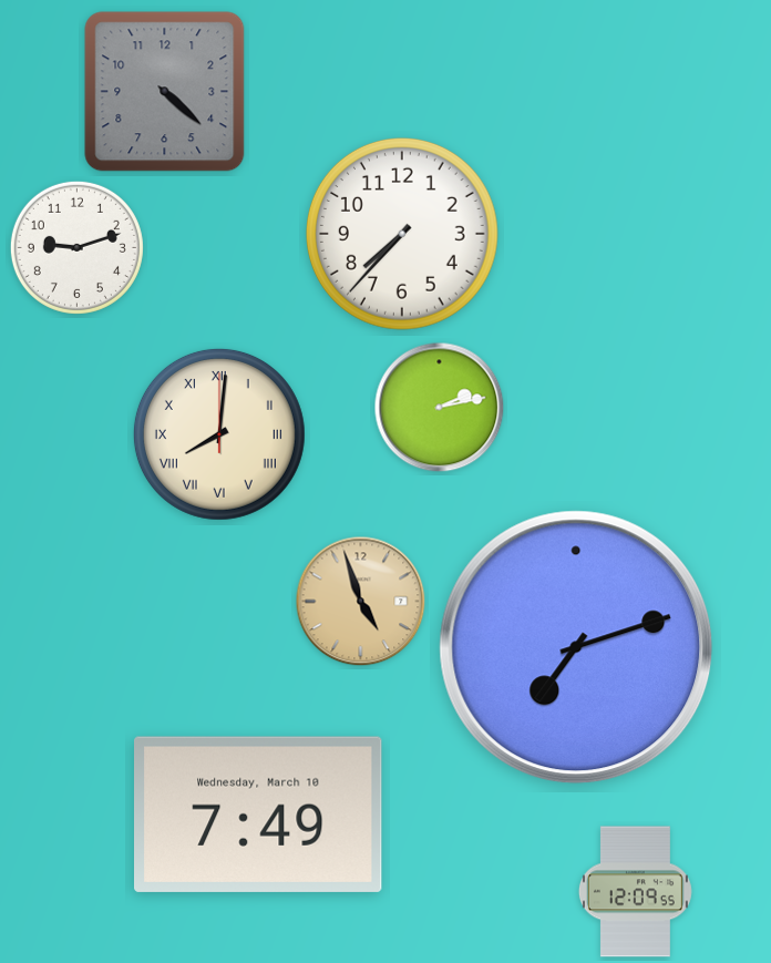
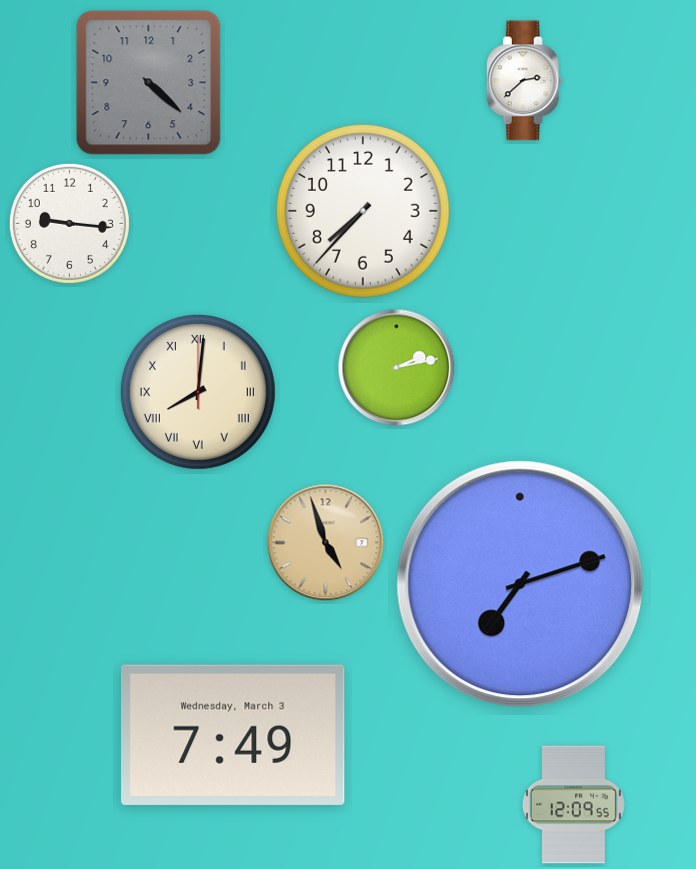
clock at (524, 81): none -> 2:38
clock at (76, 247): 9:12 -> 9:16
clock at (259, 815) date: Wednesday, March 10 -> Wednesday, March 3
